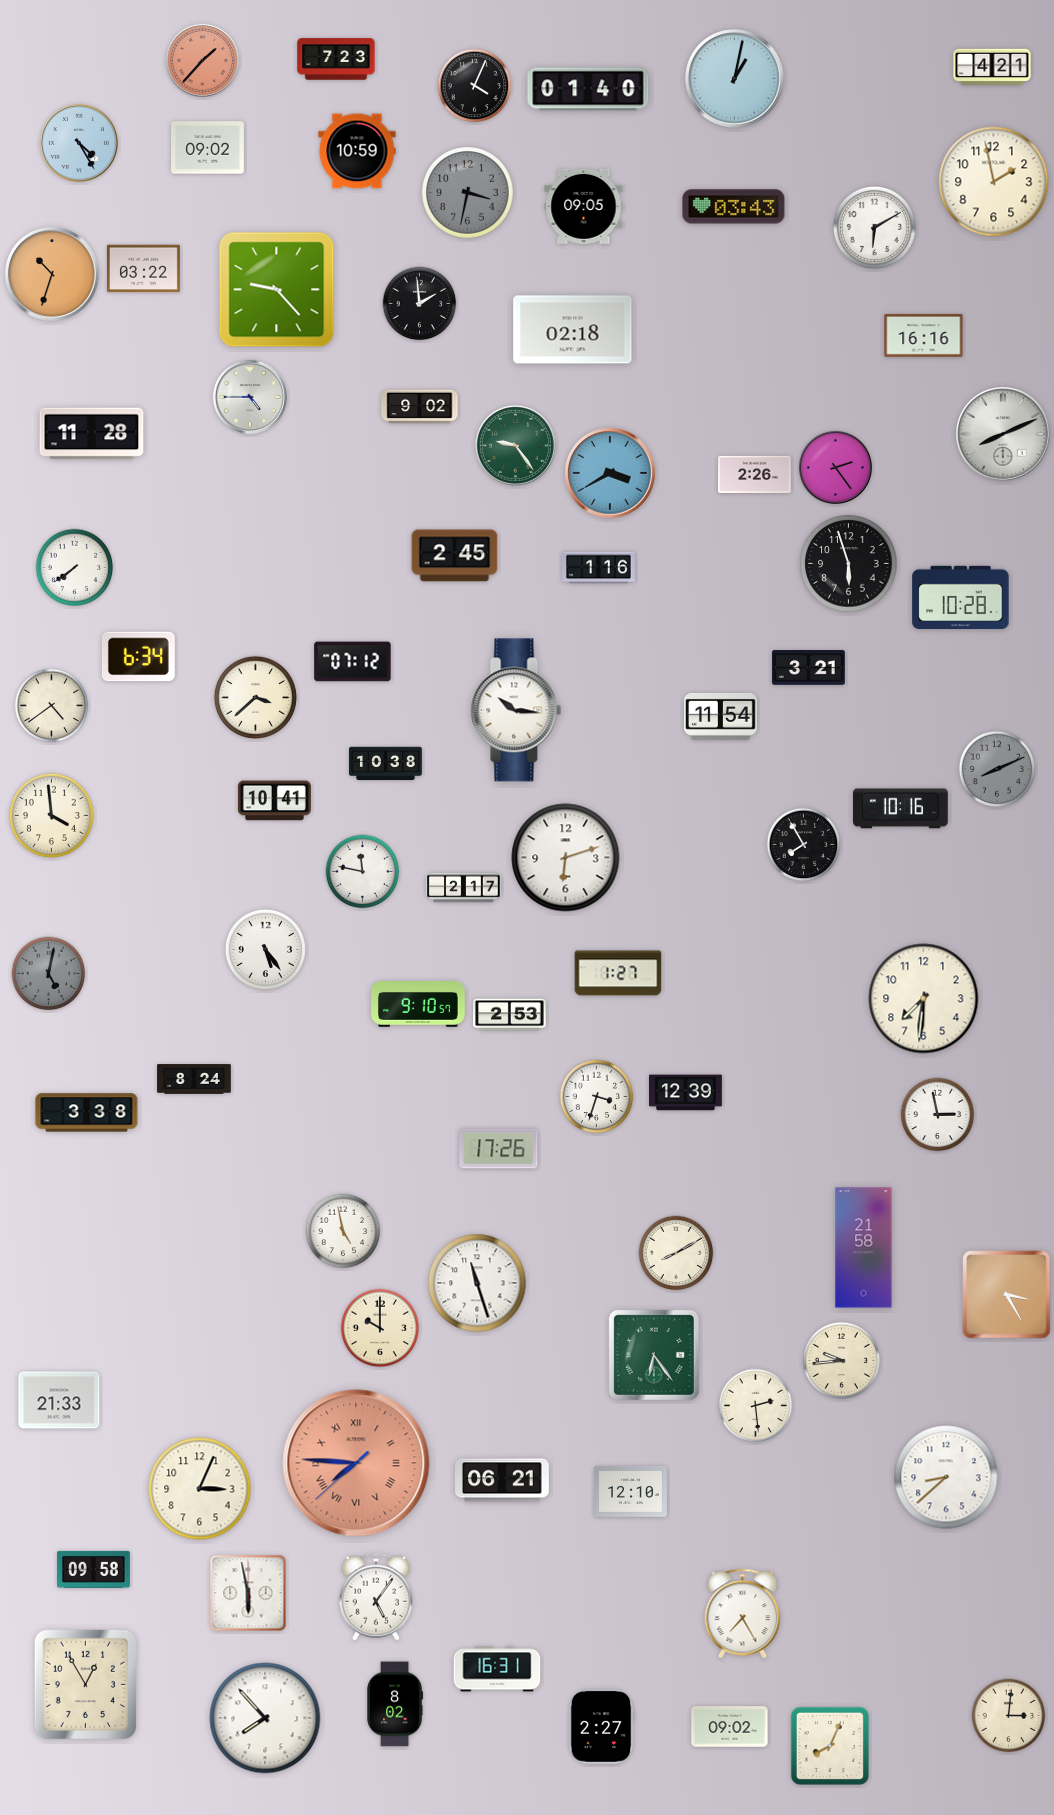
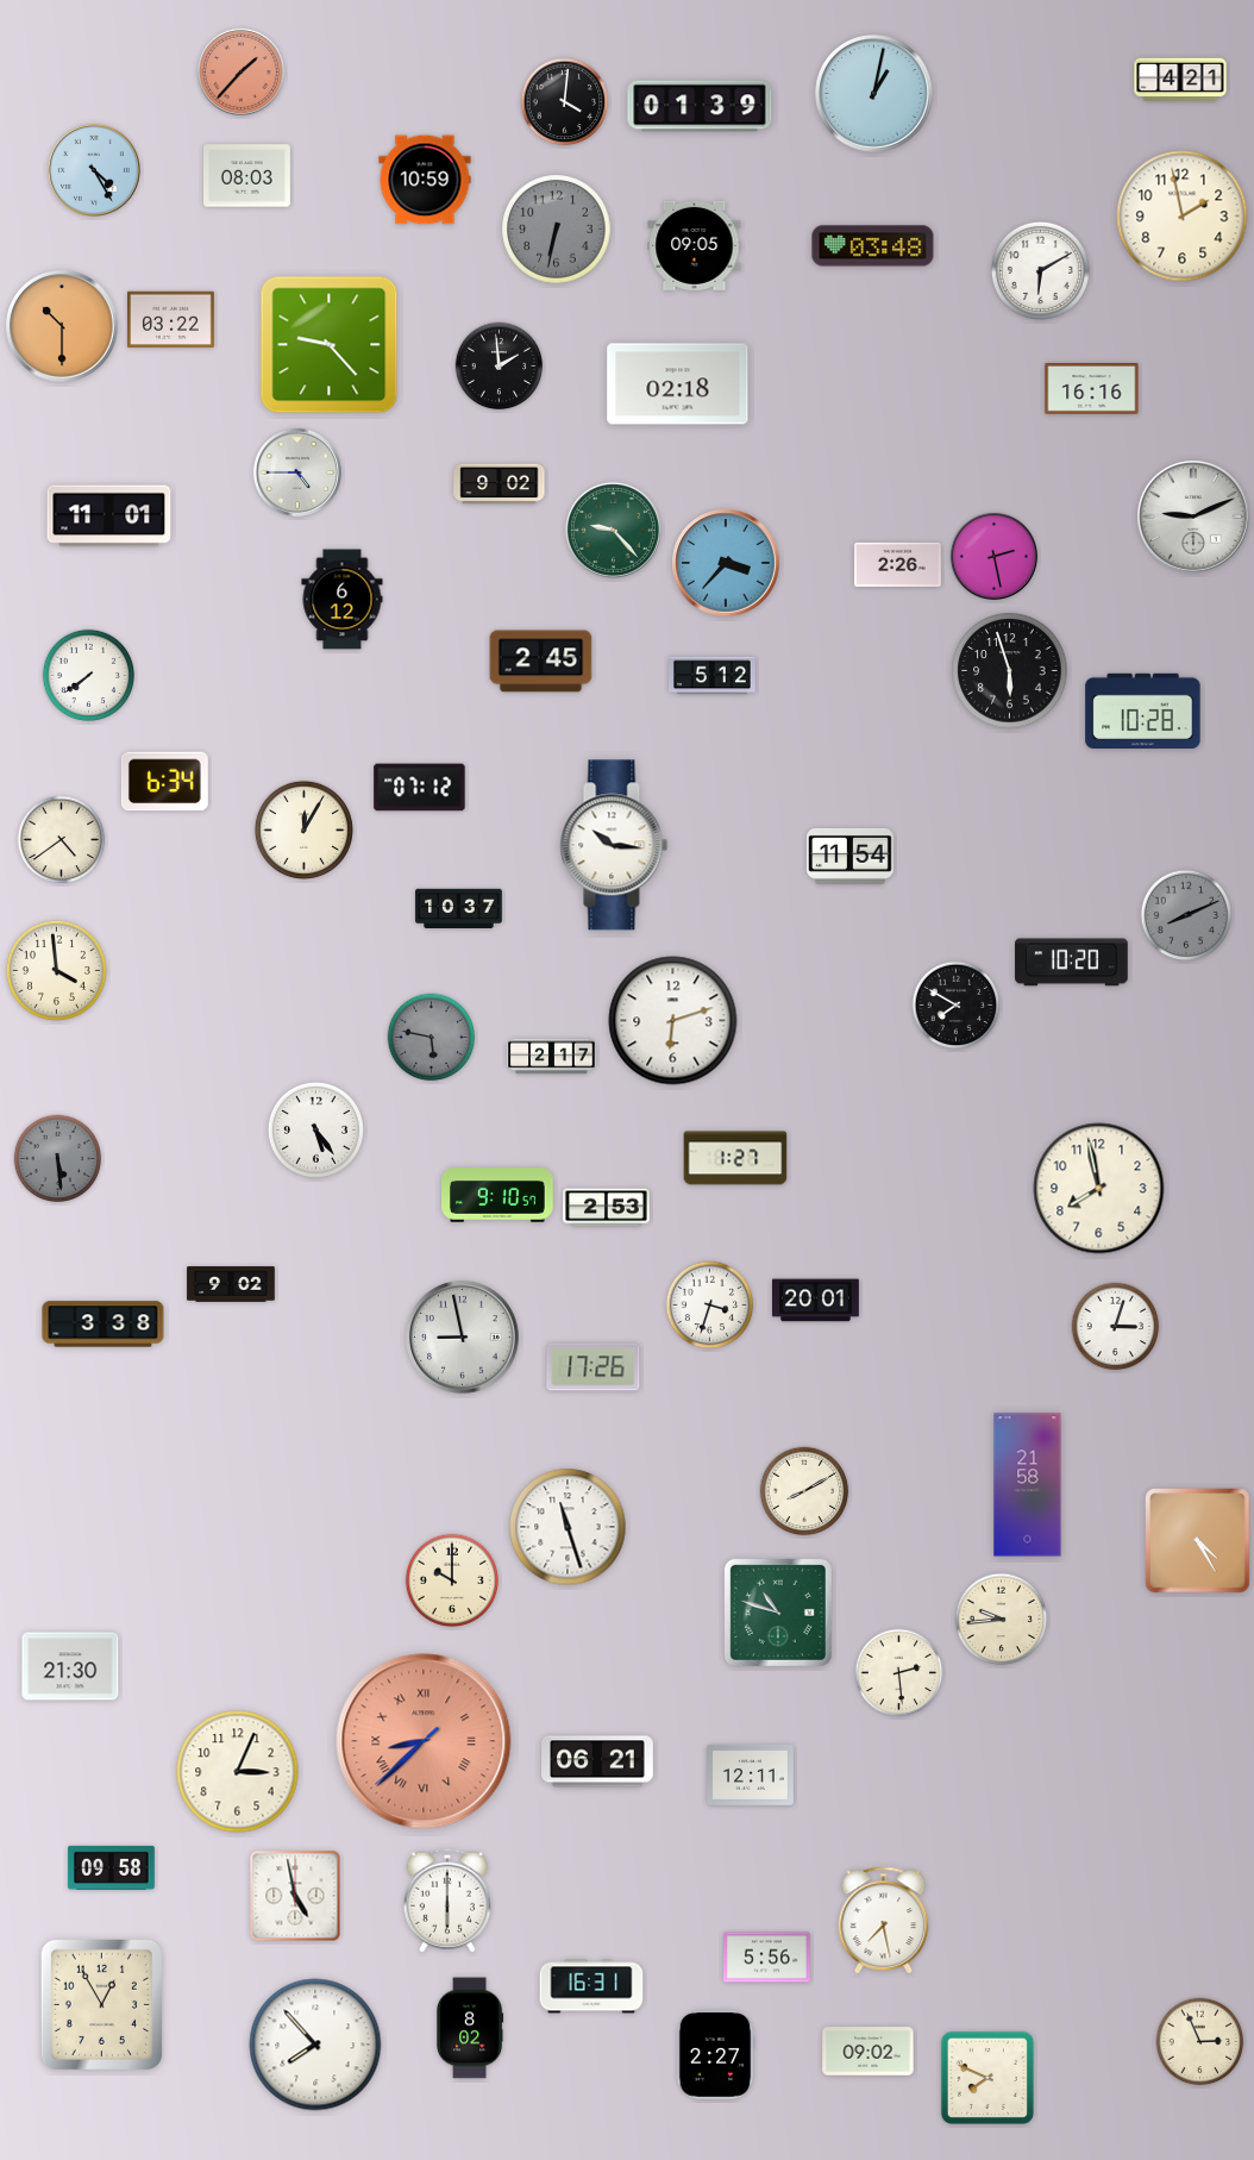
clock at (336, 59): 7:23 -> none
clock at (475, 86): 4:04 -> 4:01
clock at (588, 89): 01:40 -> 01:39
clock at (208, 148): 09:02 -> 08:03
clock at (468, 193): 3:32 -> 6:32
clock at (734, 207): 03:43 -> 03:48
clock at (52, 274): 10:33 -> 10:30
clock at (420, 304) position: (420, 304) -> (500, 367)
clock at (573, 330) position: (573, 330) -> (678, 384)
clock at (924, 336) position: (924, 336) -> (1092, 389)
clock at (92, 434): 11:28 -> 11:01
clock at (1003, 434): 8:11 -> 9:11
clock at (515, 445): 9:24 -> 9:23
clock at (835, 467): 2:24 -> 2:28
clock at (611, 474): 3:40 -> 3:37
clock at (343, 600): none -> 6:12
clock at (599, 568): 1:16 -> 5:12
clock at (809, 668): 3:21 -> none
clock at (255, 697): 3:38 -> 12:05
clock at (720, 716) position: (720, 716) -> (849, 856)
clock at (386, 764): 10:38 -> 10:37
clock at (275, 801): 10:41 -> none
clock at (901, 809): 10:16 -> 10:20
clock at (51, 815) position: (51, 815) -> (56, 970)
clock at (804, 845): 7:55 -> 7:50
clock at (363, 872): 11:47 -> 5:47
clock at (363, 872) dial: white -> grey
clock at (49, 974): 5:02 -> 5:29
clock at (924, 999): 7:31 -> 7:58
clock at (194, 1079): 8:24 -> 9:02
clock at (686, 1093): 12:39 -> 20:01
clock at (938, 1115): 2:58 -> 3:03
clock at (463, 1338): none -> 8:58
clock at (343, 1231): 4:58 -> none
clock at (1007, 1295): 3:25 -> 4:25
clock at (654, 1355): 6:24 -> 10:48
clock at (59, 1400): 21:33 -> 21:30
clock at (356, 1463): 7:45 -> 8:37
clock at (946, 1477): 8:38 -> none
clock at (631, 1491): 12:10 -> 12:11
clock at (248, 1593): 5:58 -> 4:58
clock at (376, 1597): 5:06 -> 6:00
clock at (743, 1614): 7:25 -> 7:28
clock at (767, 1958): none -> 5:56
clock at (1009, 1716): 3:01 -> 2:56
clock at (730, 1727) position: (730, 1727) -> (869, 2052)
clock at (830, 1746): 8:04 -> 7:49
